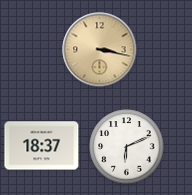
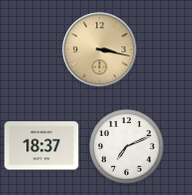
clock at (127, 147): 6:11 -> 7:11
